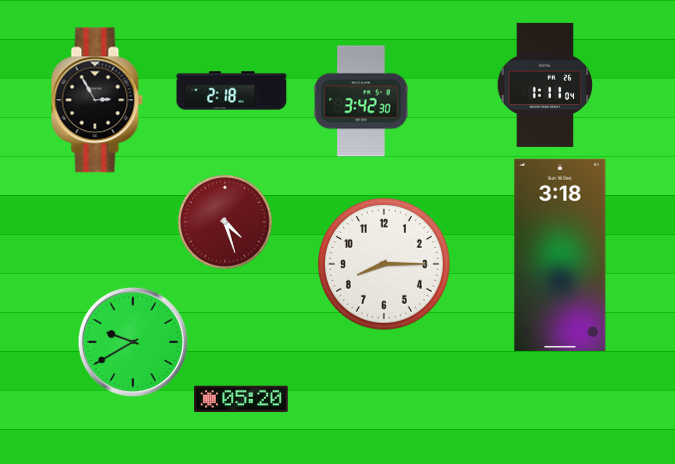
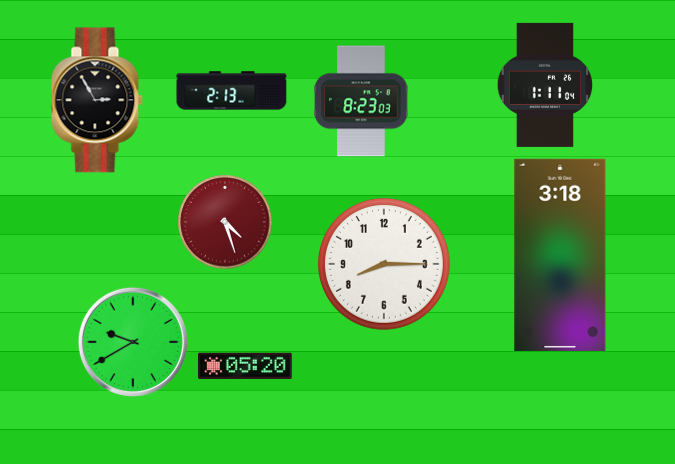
clock at (232, 91): 2:18 -> 2:13
clock at (361, 101): 3:42 -> 8:23
clock at (241, 398) position: (241, 398) -> (245, 365)
